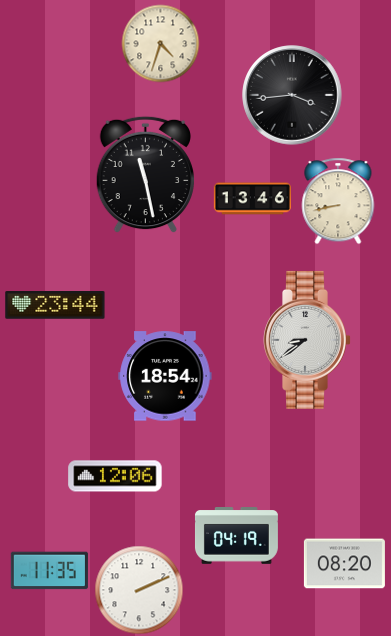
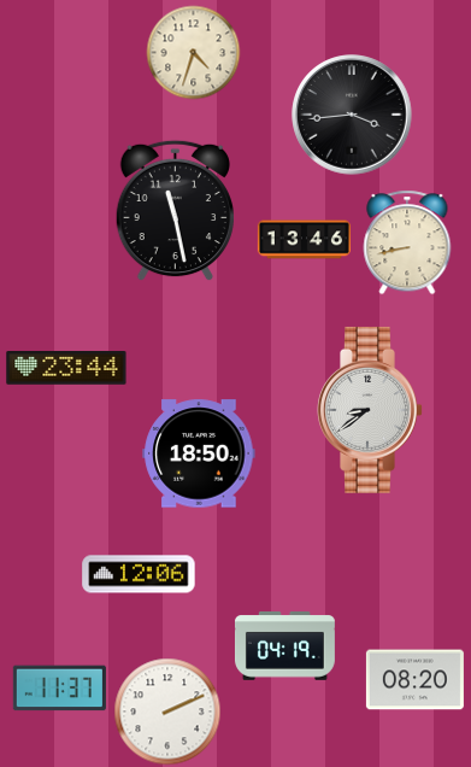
clock at (165, 376): 18:54 -> 18:50
clock at (49, 571): 11:35 -> 11:37
